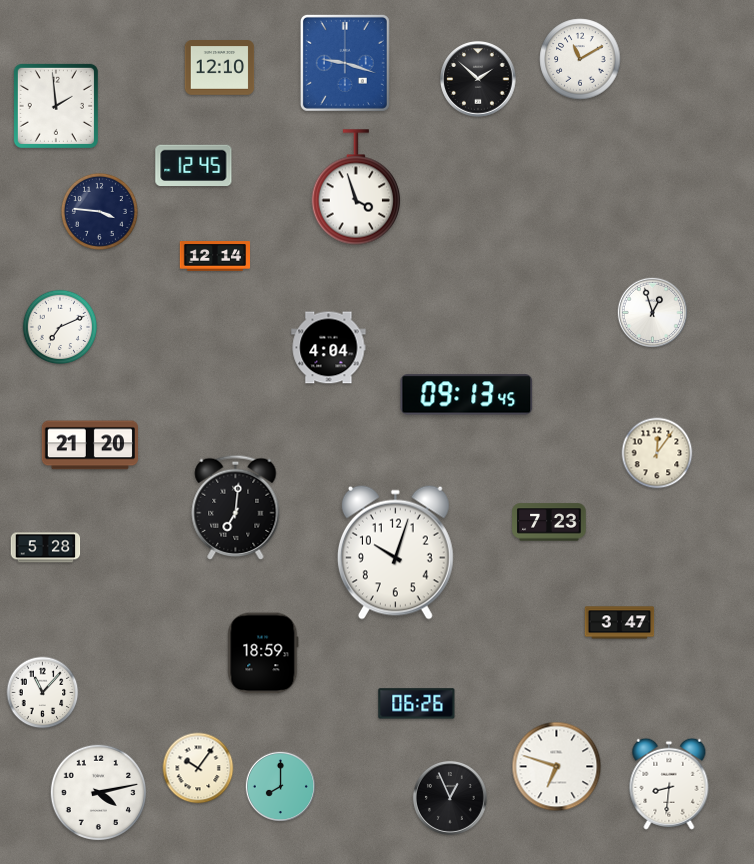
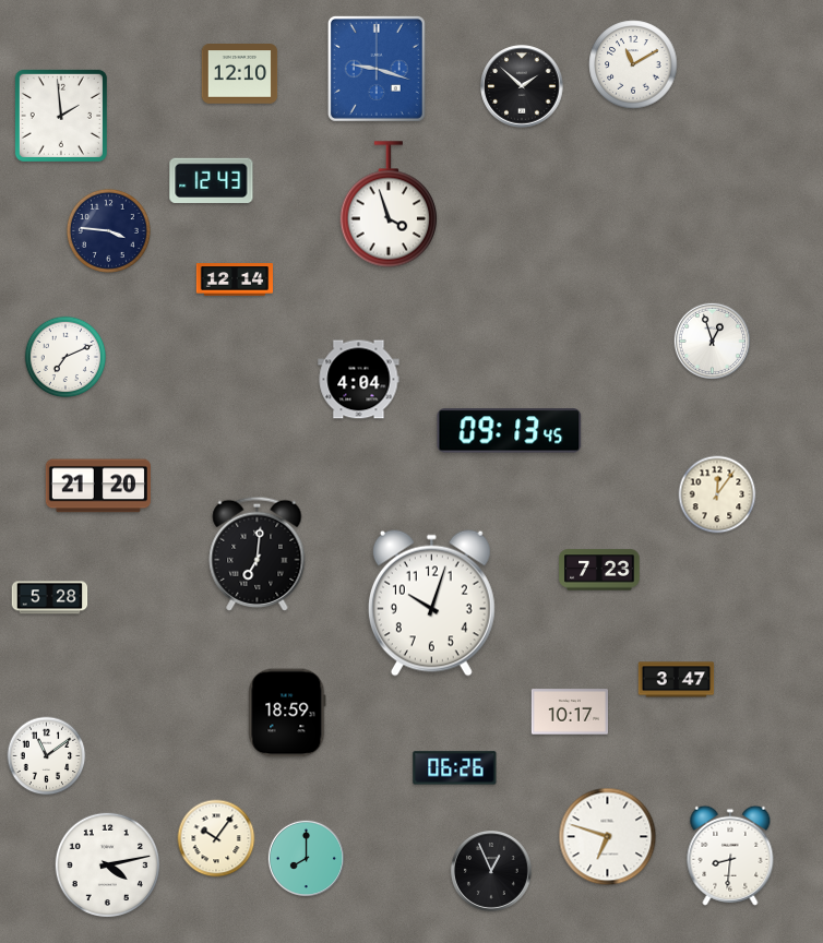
clock at (194, 166): 12:45 -> 12:43
clock at (569, 712): none -> 10:17
clock at (43, 693): 11:07 -> 11:09
